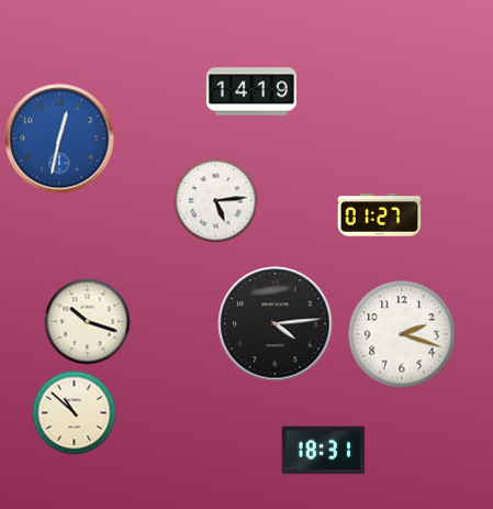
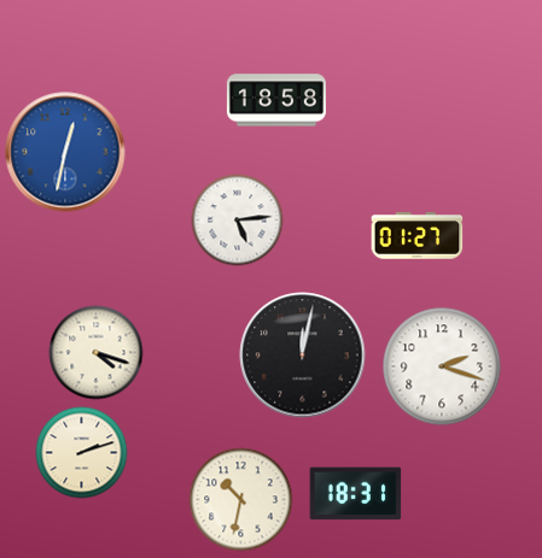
clock at (251, 91): 14:19 -> 18:58
clock at (88, 322): 10:18 -> 4:18
clock at (276, 324): 4:14 -> 12:02
clock at (75, 413): 10:52 -> 2:12
clock at (241, 500): none -> 10:32
